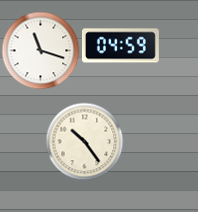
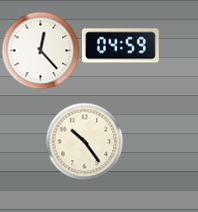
clock at (40, 50): 11:18 -> 12:23
